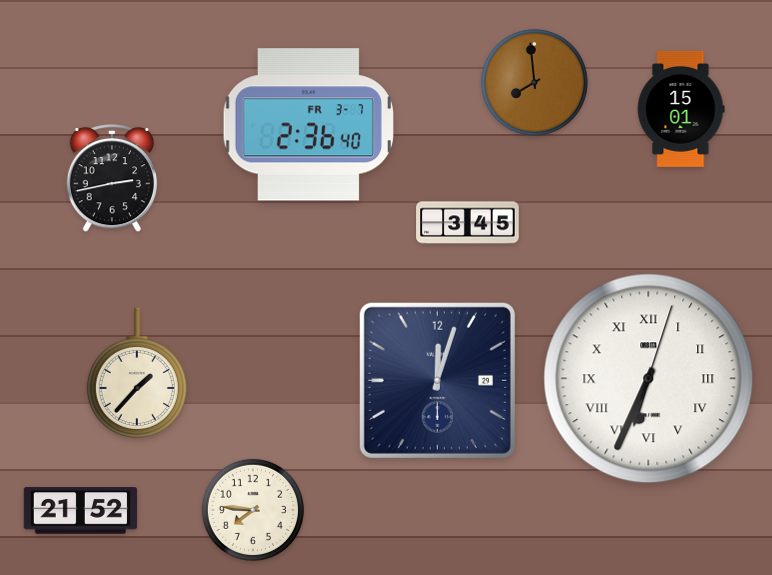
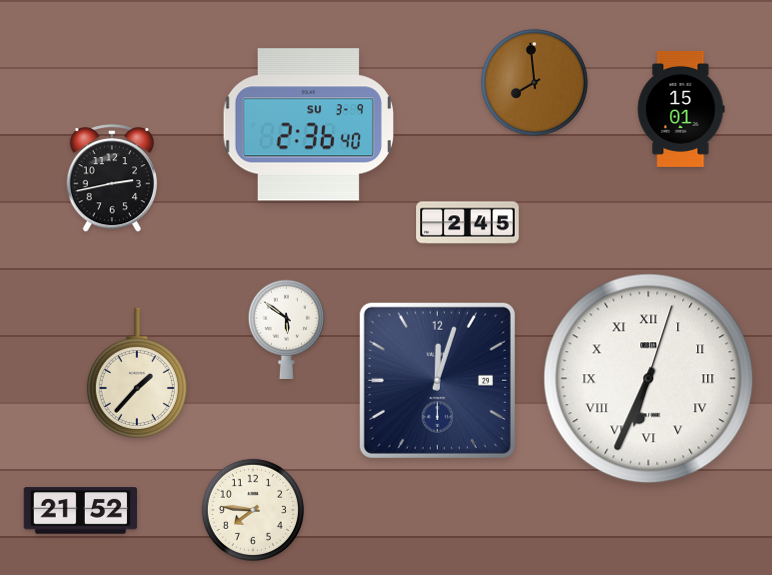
clock at (308, 125) date: FR 3-7 -> SU 3-9
clock at (468, 223): 3:45 -> 2:45
clock at (286, 329): none -> 5:51
